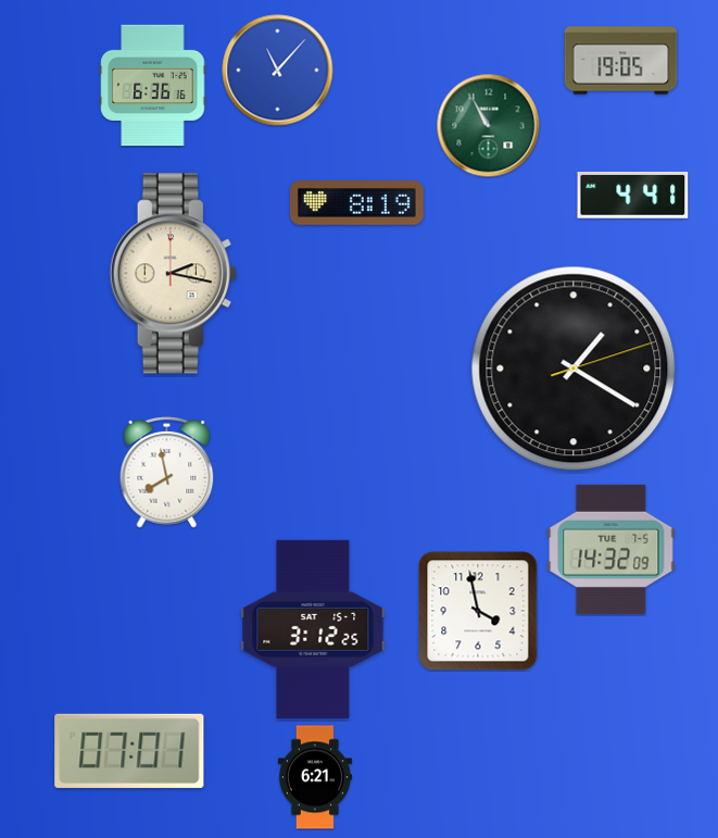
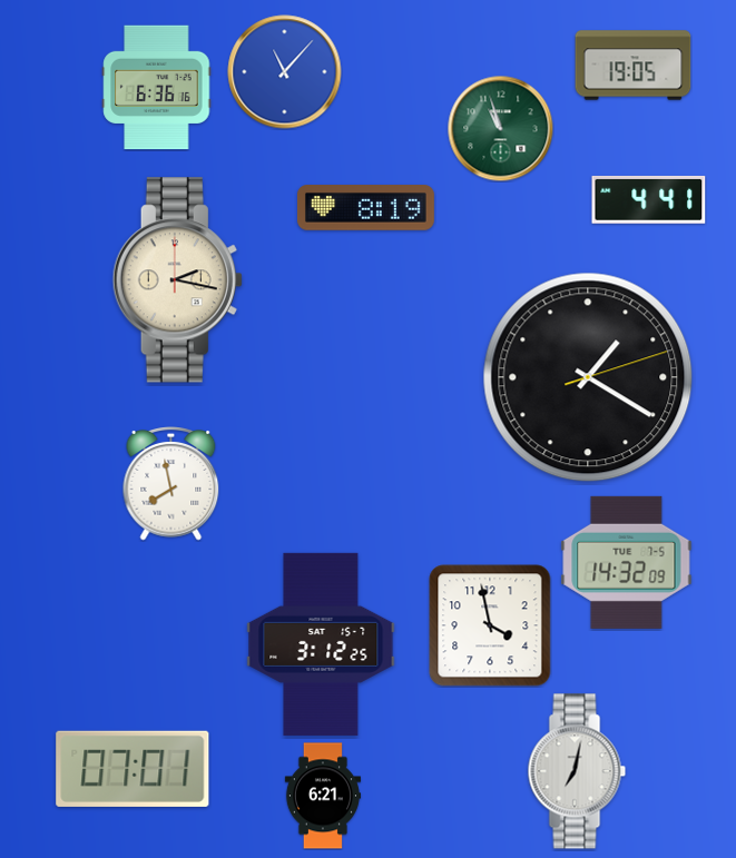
clock at (621, 61) position: (621, 61) -> (634, 66)
clock at (488, 125): 10:55 -> 10:57
clock at (577, 771): none -> 7:02
